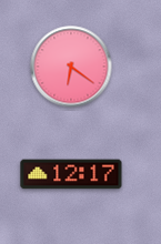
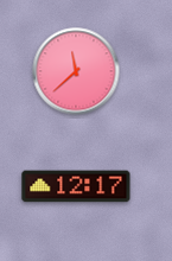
clock at (71, 67): 6:21 -> 11:38
